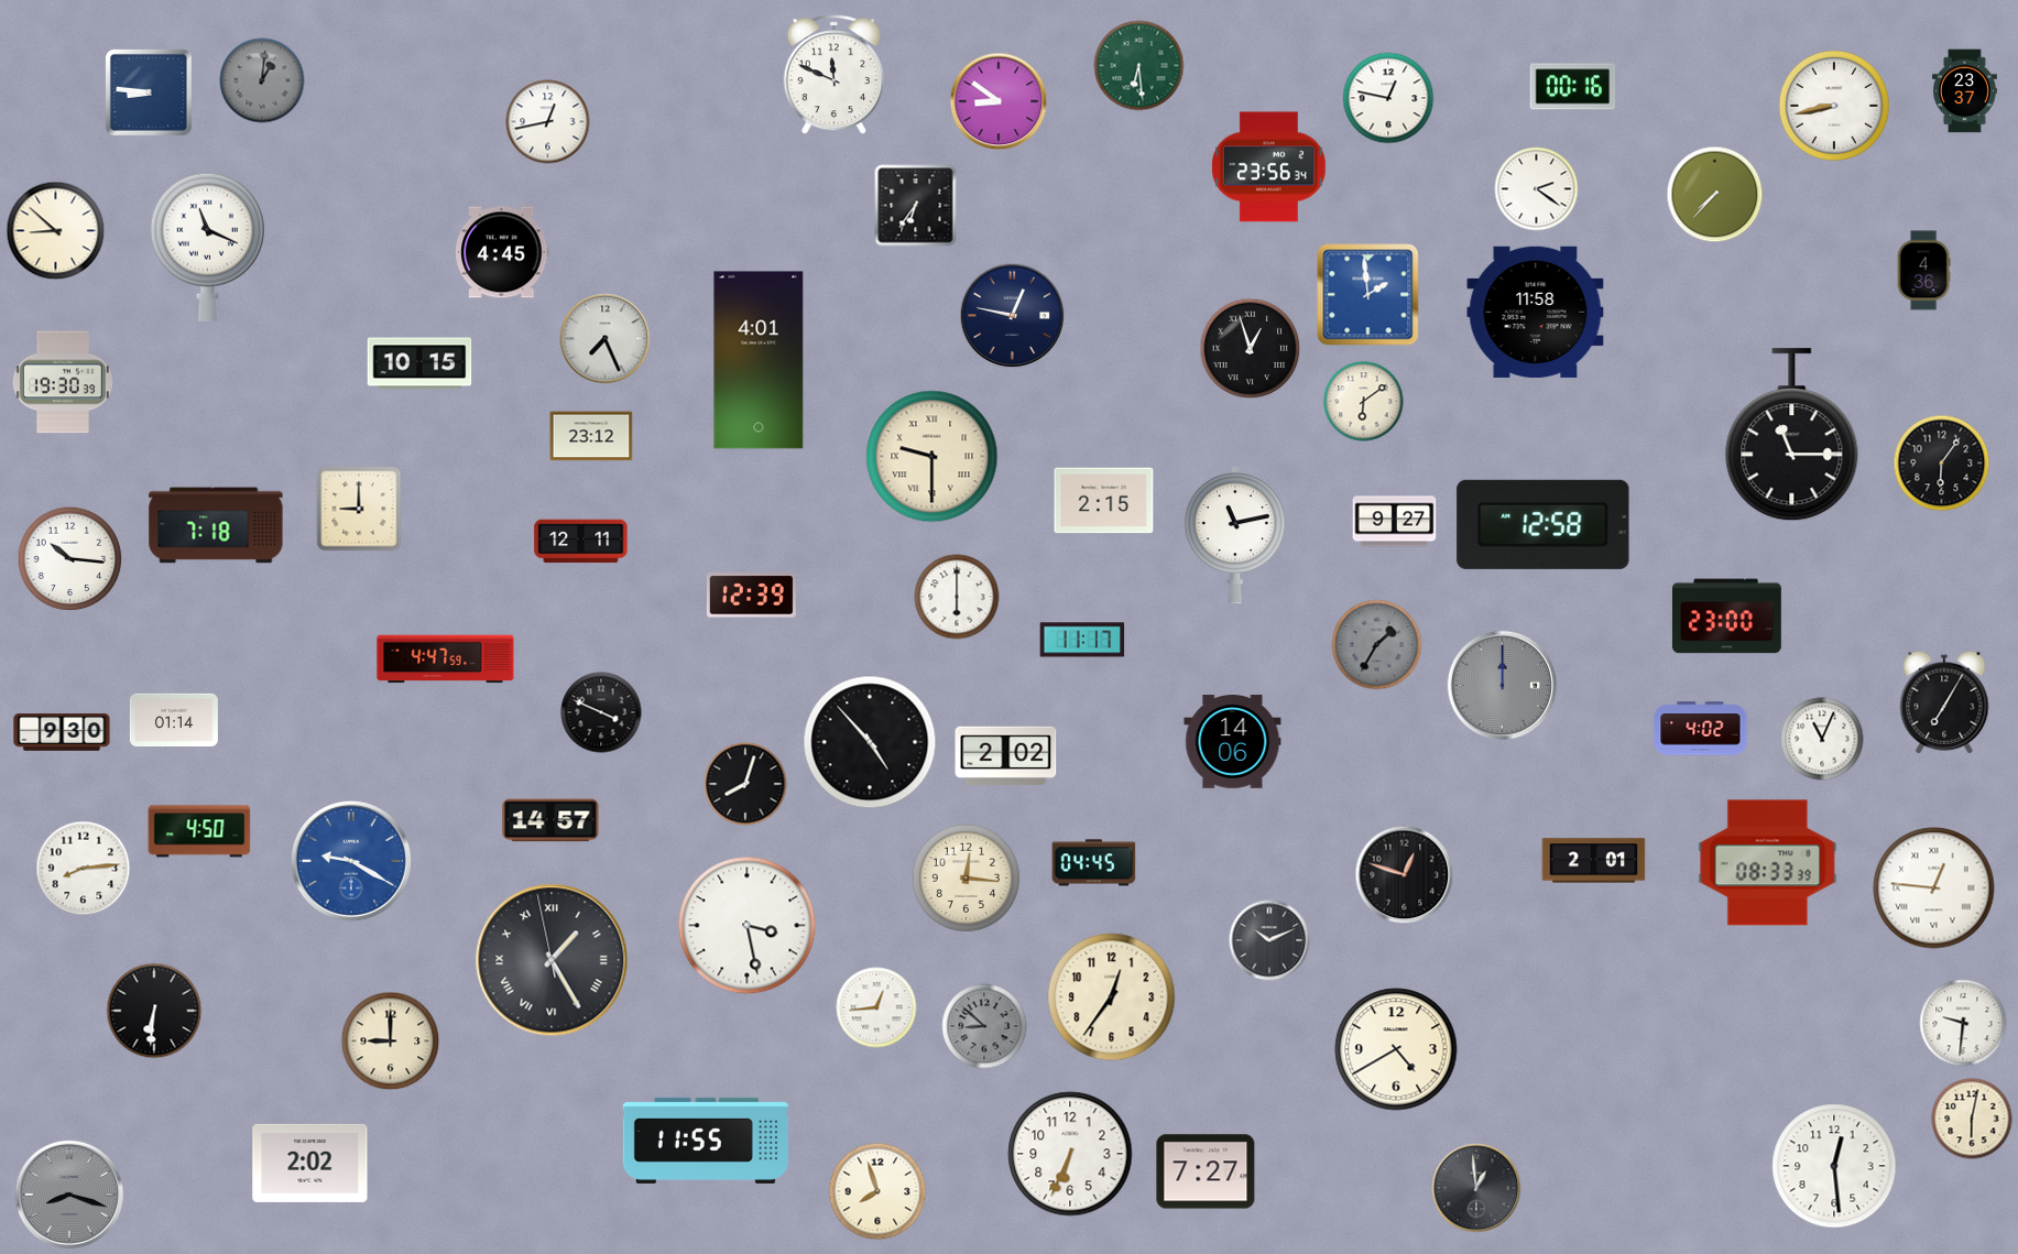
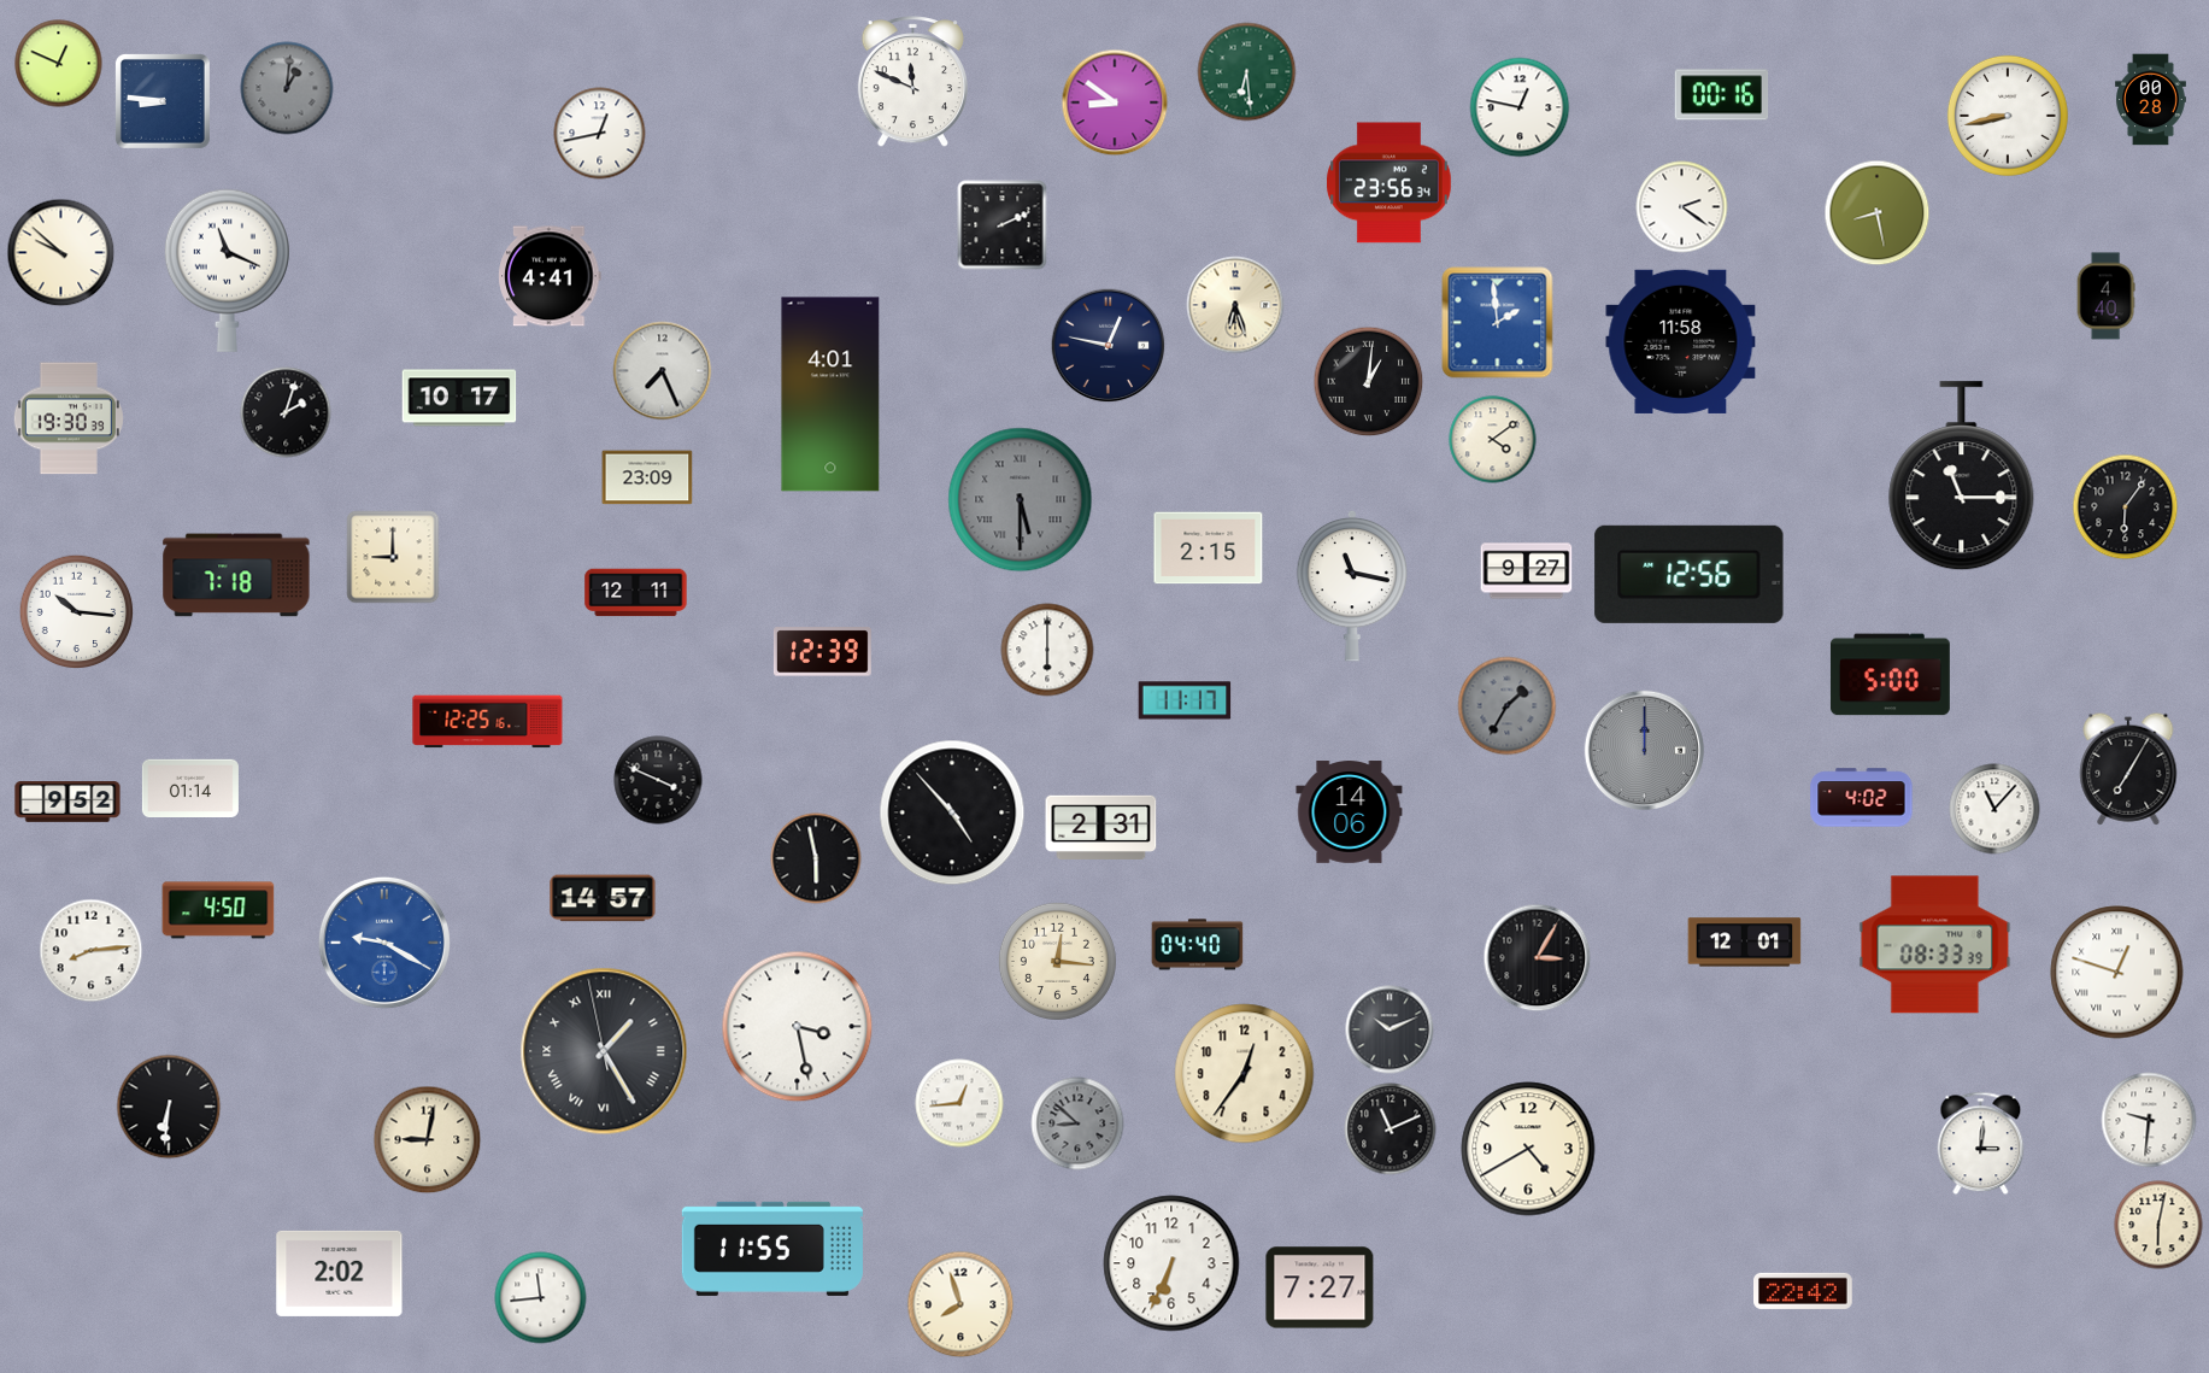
clock at (59, 64): none -> 12:49
clock at (1965, 91): 23:37 -> 00:28
clock at (999, 101) position: (999, 101) -> (1115, 102)
clock at (1715, 195): 7:37 -> 8:28
clock at (916, 206): 6:36 -> 2:11
clock at (56, 231): 8:52 -> 9:52
clock at (502, 252): 4:45 -> 4:41
clock at (1923, 271): 4:36 -> 4:40
clock at (1235, 305): none -> 6:27
clock at (1251, 349): 12:57 -> 1:01
clock at (419, 363): 10:15 -> 10:17
clock at (286, 412): none -> 2:03
clock at (1364, 402): 6:09 -> 4:09
clock at (591, 436): 23:12 -> 23:09
clock at (932, 457): 9:30 -> 5:30
clock at (932, 457) dial: cream -> grey
clock at (1544, 524): 12:58 -> 12:56
clock at (1235, 535): 11:13 -> 11:17
clock at (957, 597) position: (957, 597) -> (1047, 650)
clock at (1726, 617): 23:00 -> 5:00
clock at (446, 659): 4:47 -> 12:25
clock at (62, 732): 9:30 -> 9:52
clock at (1822, 739): 11:04 -> 11:07
clock at (1006, 755): 2:02 -> 2:31
clock at (745, 784): 8:03 -> 5:58
clock at (1594, 861): 2:01 -> 12:01
clock at (1094, 863): 04:45 -> 04:40
clock at (1405, 875): 12:48 -> 3:05
clock at (1934, 888): 12:46 -> 12:48
clock at (748, 926) position: (748, 926) -> (798, 1027)
clock at (1112, 997) position: (1112, 997) -> (1245, 1074)
clock at (1391, 1130): none -> 11:11
clock at (391, 1042): 9:00 -> 9:02
clock at (1981, 1144): none -> 3:01
clock at (1834, 1166): 12:29 -> none
clock at (1206, 1171) position: (1206, 1171) -> (1320, 1287)
clock at (1804, 1291): none -> 22:42
clock at (541, 1298): none -> 11:44
clock at (1476, 1188): 12:59 -> none
clock at (69, 1195): 8:18 -> none
